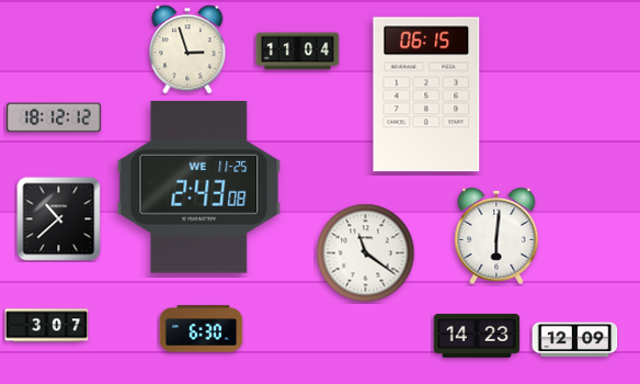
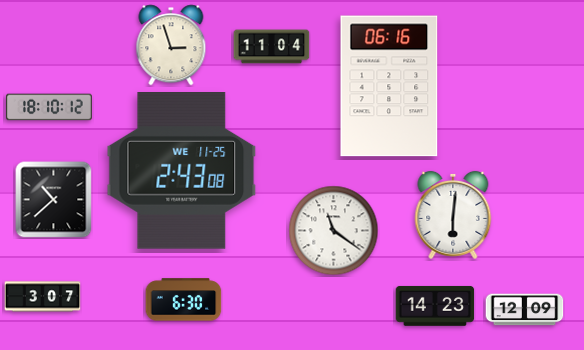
clock at (426, 94): 06:15 -> 06:16
clock at (55, 117): 18:12 -> 18:10
